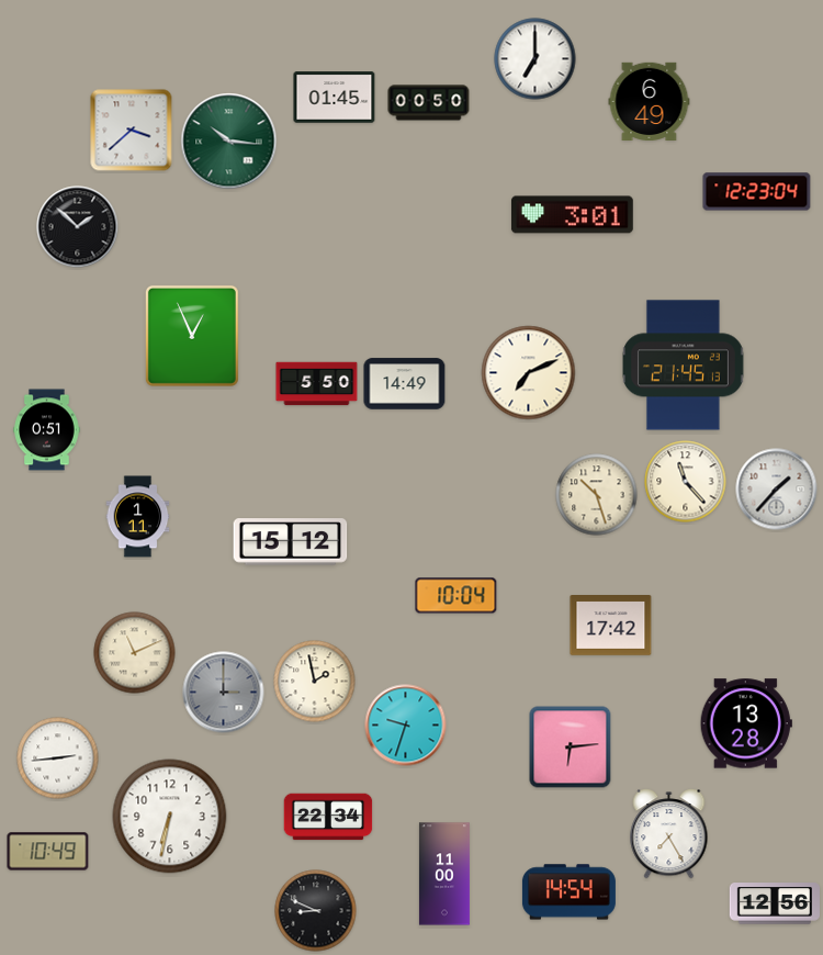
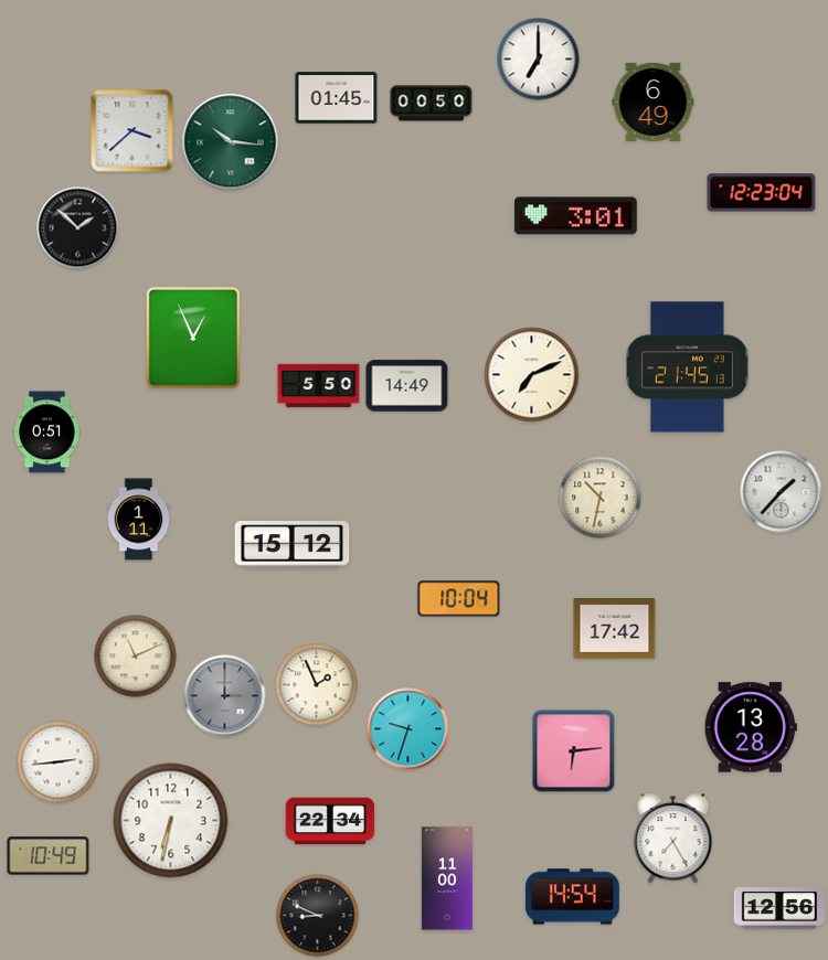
clock at (686, 482): 11:23 -> none
clock at (597, 495): 10:27 -> 10:32
clock at (315, 682): 1:58 -> 1:56
